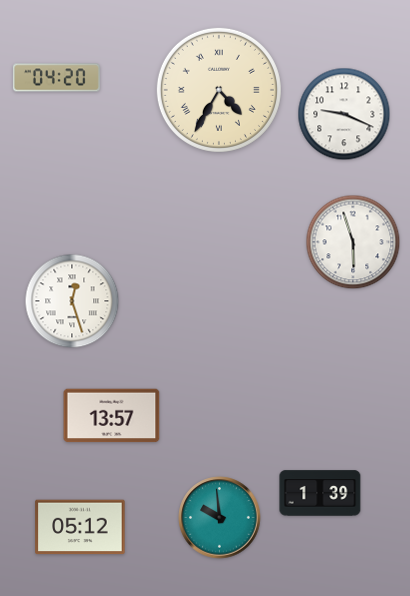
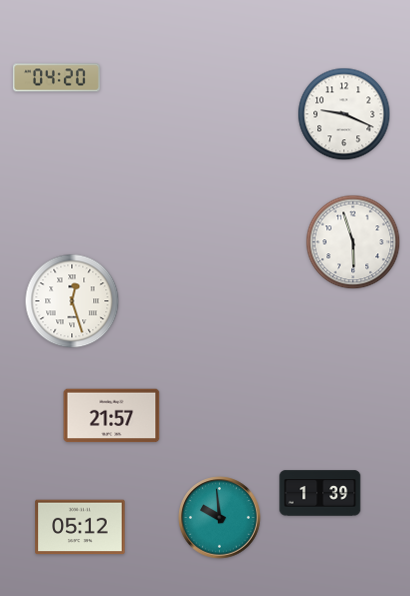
clock at (219, 90): 4:35 -> none
clock at (112, 416): 13:57 -> 21:57
